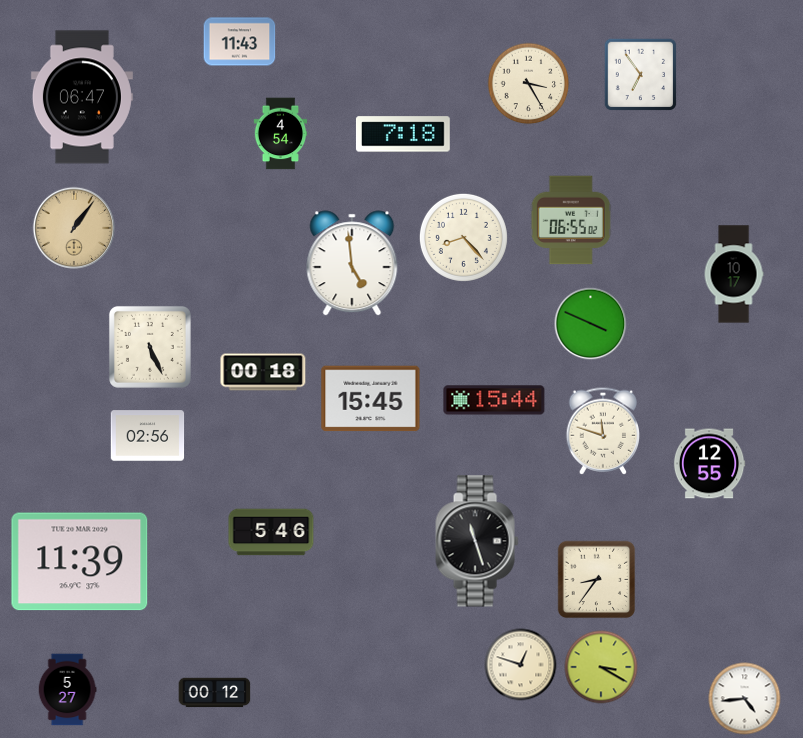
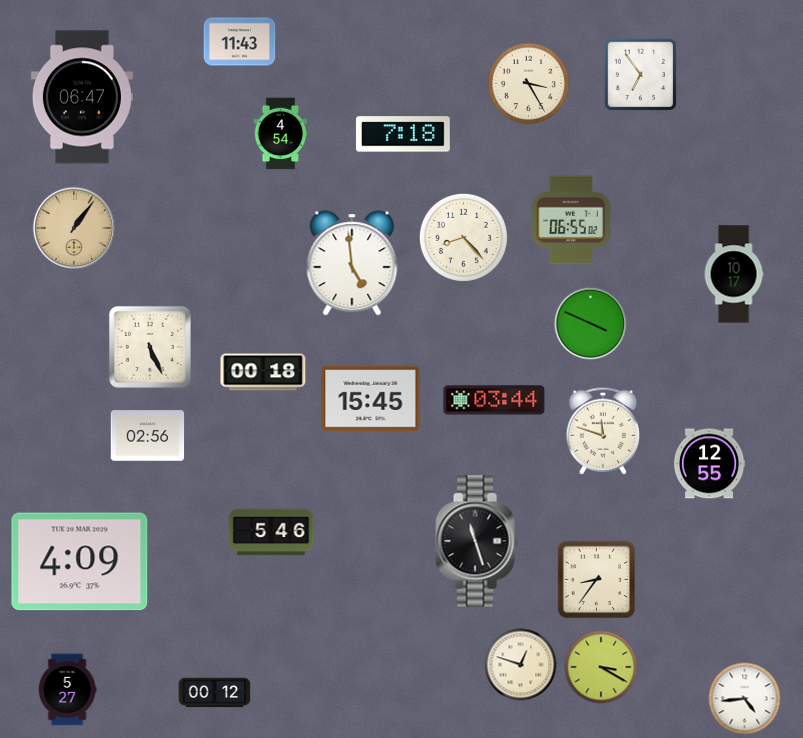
clock at (494, 400): 15:44 -> 03:44
clock at (80, 562): 11:39 -> 4:09
